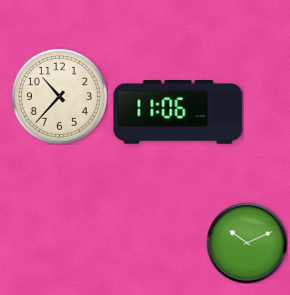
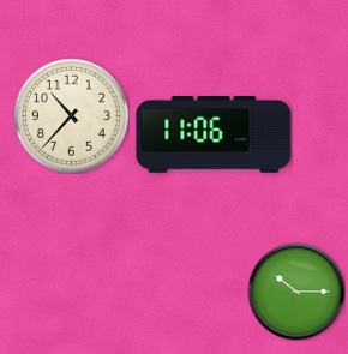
clock at (247, 243): 10:11 -> 10:15
